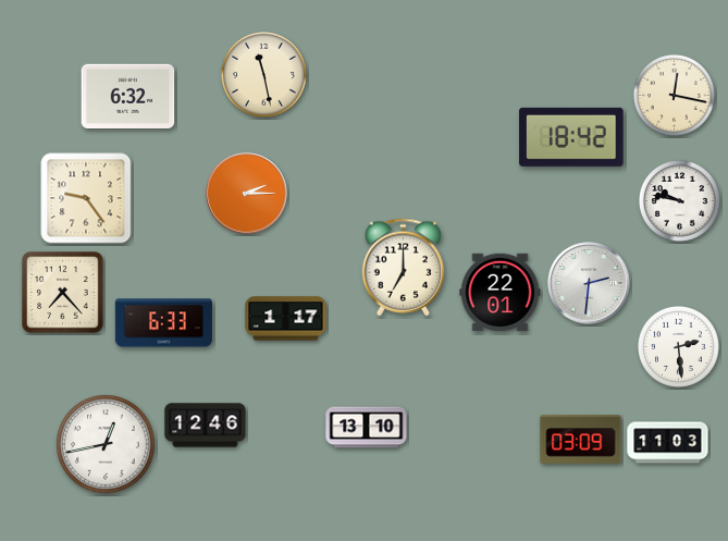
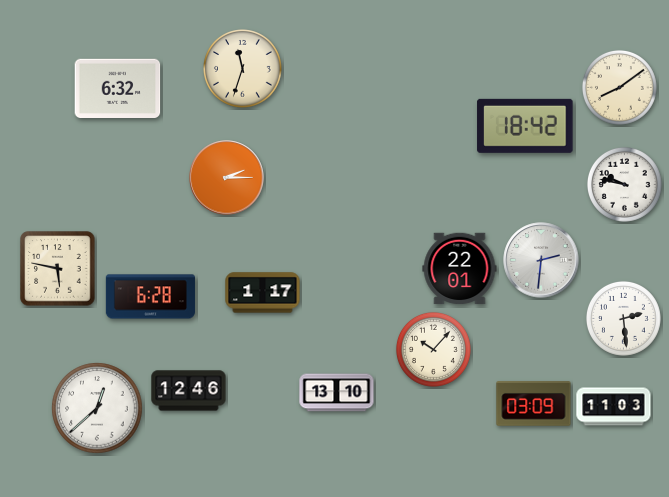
clock at (264, 75): 11:28 -> 11:33
clock at (674, 95): 12:17 -> 8:09
clock at (86, 198): 9:24 -> none
clock at (404, 268): 7:00 -> none
clock at (63, 293): 7:23 -> 5:47
clock at (163, 323): 6:33 -> 6:28
clock at (433, 349): none -> 10:07
clock at (106, 444): 12:43 -> 12:38
